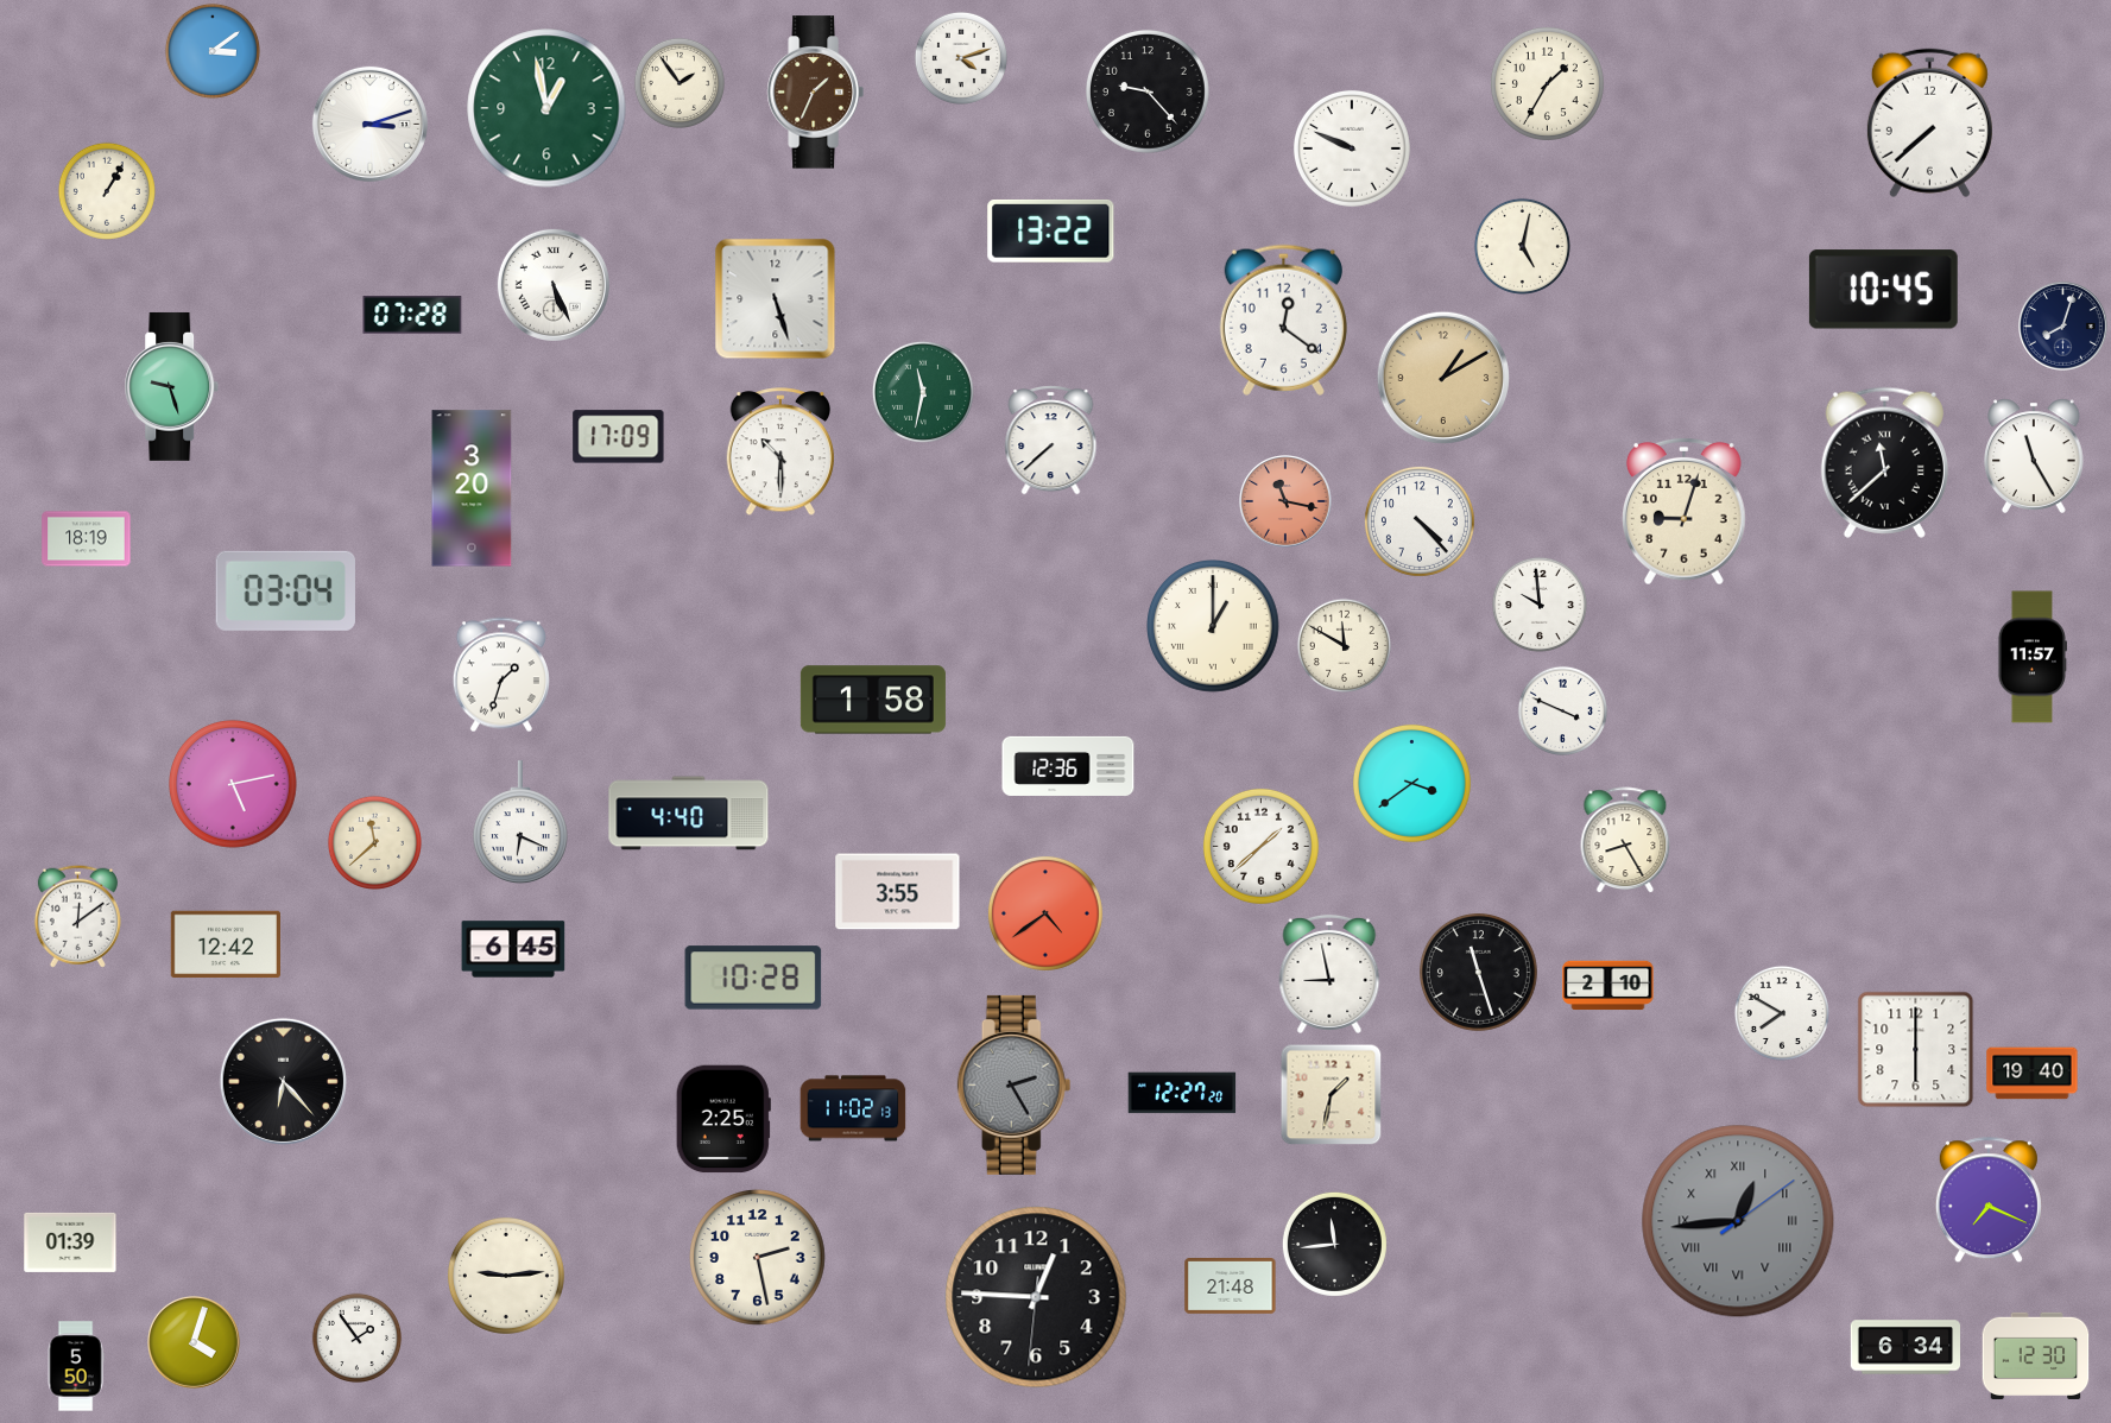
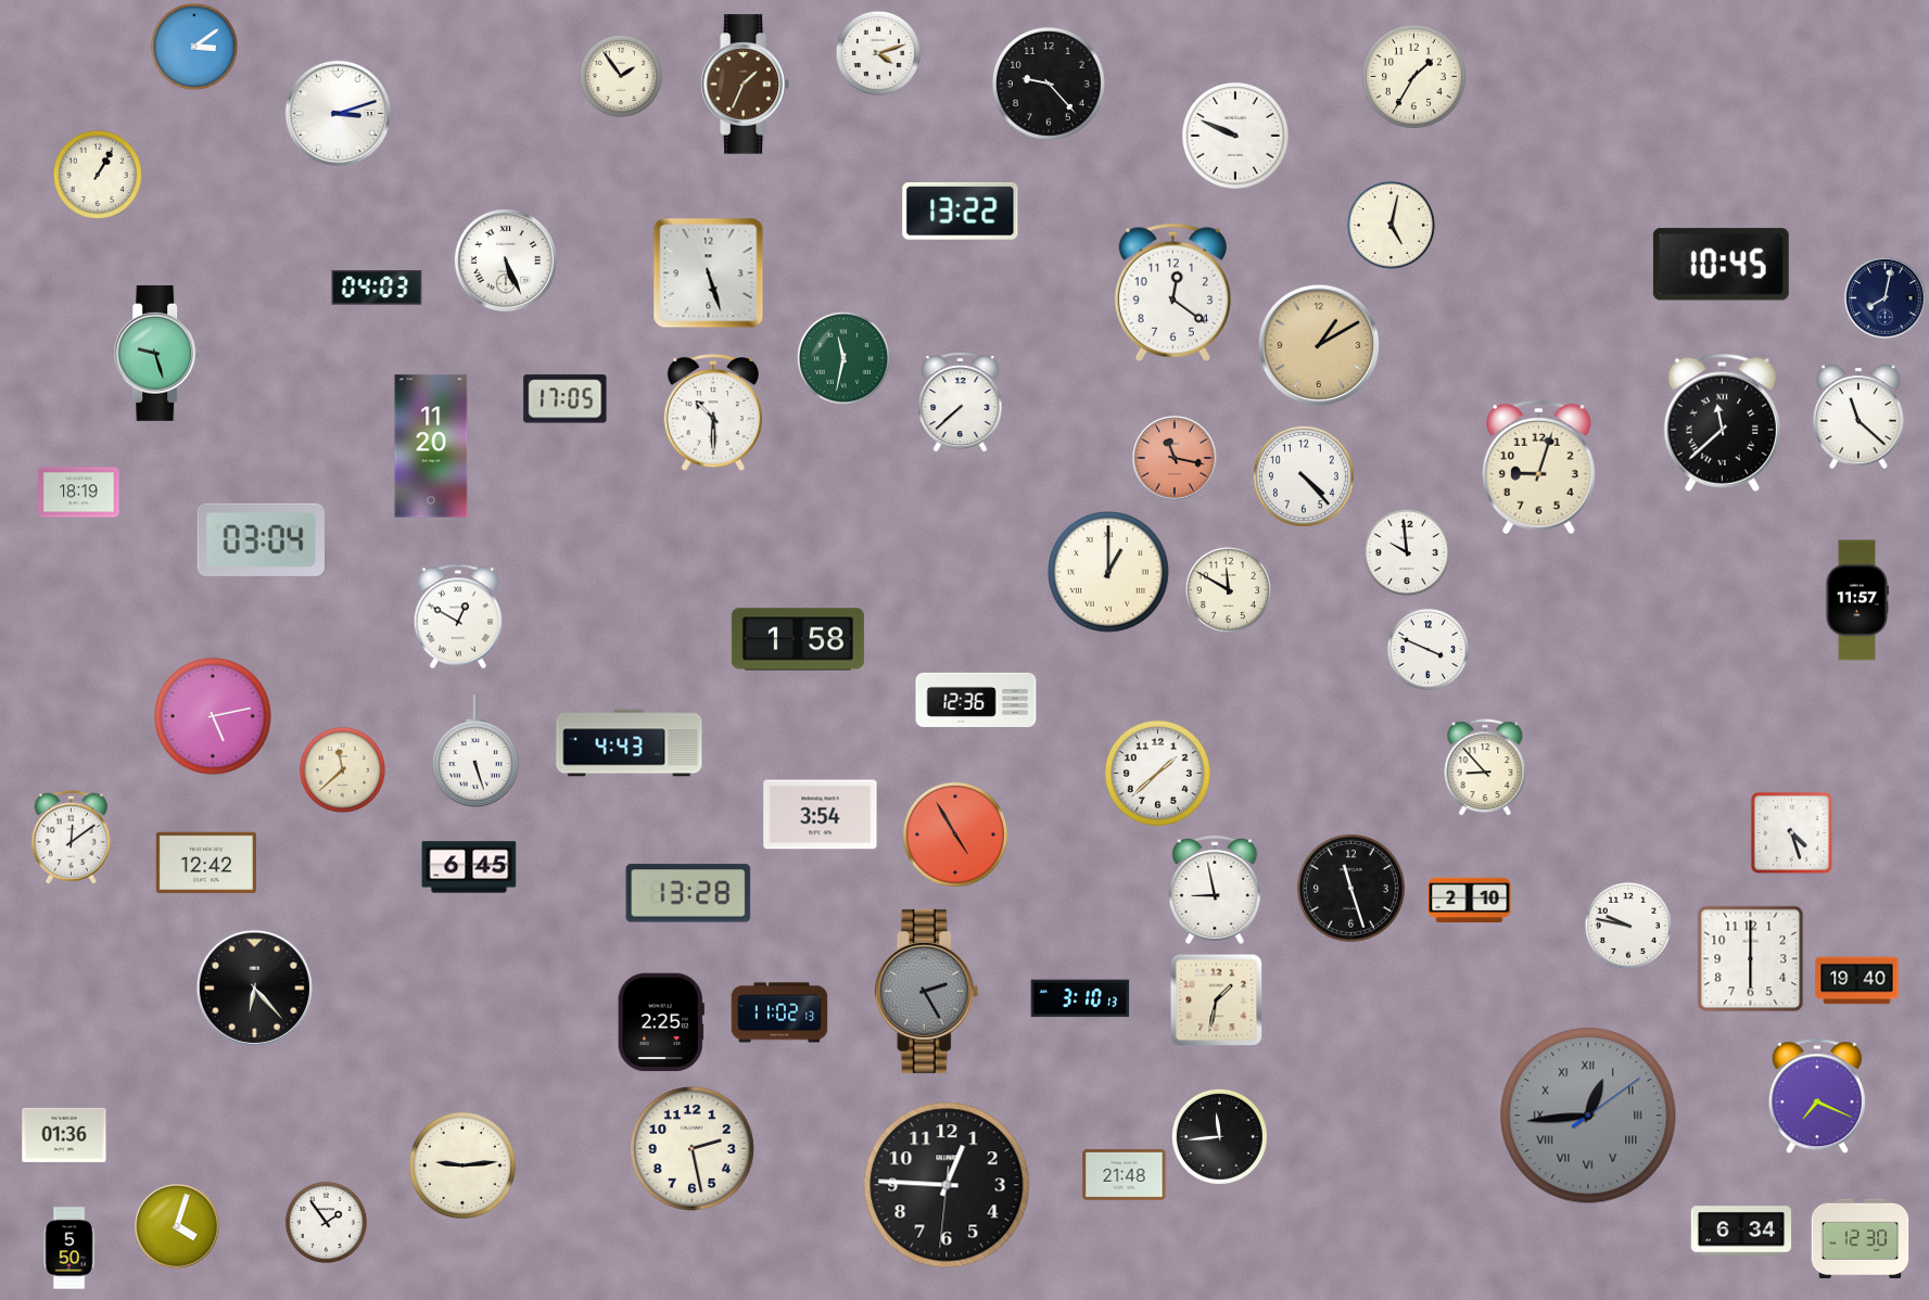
clock at (546, 108): 12:58 -> none
clock at (1929, 124): 7:38 -> none
clock at (412, 315): 07:28 -> 04:03
clock at (2063, 327): 8:03 -> 8:02
clock at (619, 437): 17:09 -> 17:05
clock at (2035, 456): 11:25 -> 11:22
clock at (472, 488): 3:20 -> 11:20
clock at (1420, 521) position: (1420, 521) -> (1304, 476)
clock at (501, 675): 1:33 -> 12:50
clock at (1411, 783): 3:39 -> none
clock at (689, 814): 4:40 -> 4:43
clock at (520, 823): 6:19 -> 5:27
clock at (1625, 841): 8:25 -> 8:53
clock at (1260, 846) position: (1260, 846) -> (1157, 773)
clock at (898, 892): 3:55 -> 3:54
clock at (1792, 833): none -> 4:27
clock at (1045, 913): 4:39 -> 4:55
clock at (753, 978): 10:28 -> 13:28
clock at (1782, 1013): 7:50 -> 9:47
clock at (283, 1081) position: (283, 1081) -> (254, 987)
clock at (1182, 1093): 12:27 -> 3:10
clock at (70, 1242): 01:39 -> 01:36
